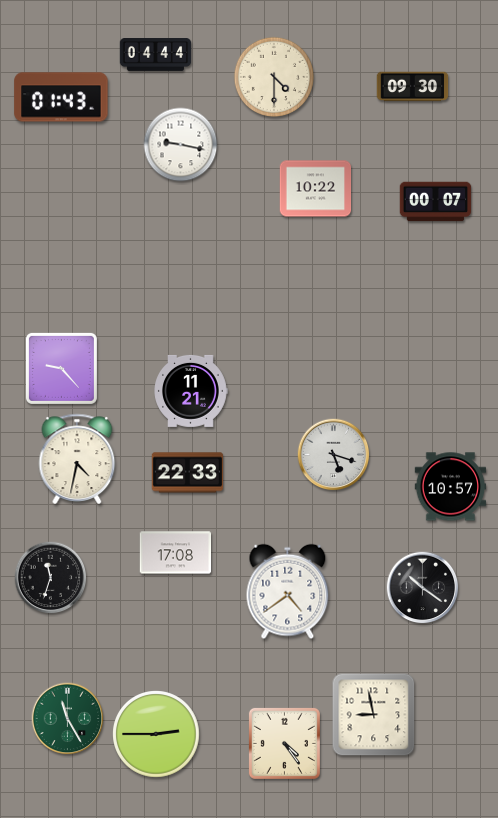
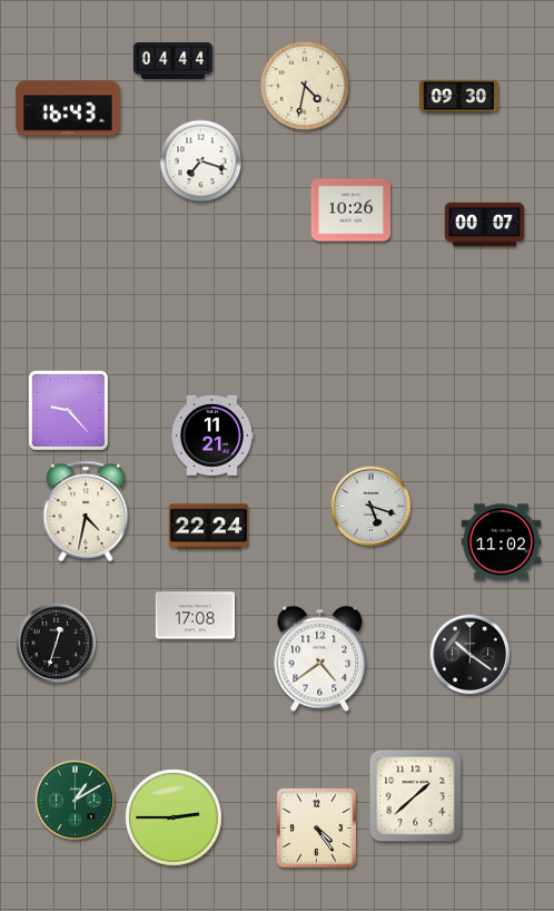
clock at (274, 77): 4:30 -> 4:32
clock at (61, 97): 01:43 -> 16:43
clock at (181, 145): 9:17 -> 7:18
clock at (316, 189): 10:22 -> 10:26
clock at (188, 473): 22:33 -> 22:24
clock at (451, 487): 10:57 -> 11:02
clock at (51, 578): 11:33 -> 12:33
clock at (374, 715): 8:58 -> 1:38
clock at (68, 719): 11:25 -> 1:10
